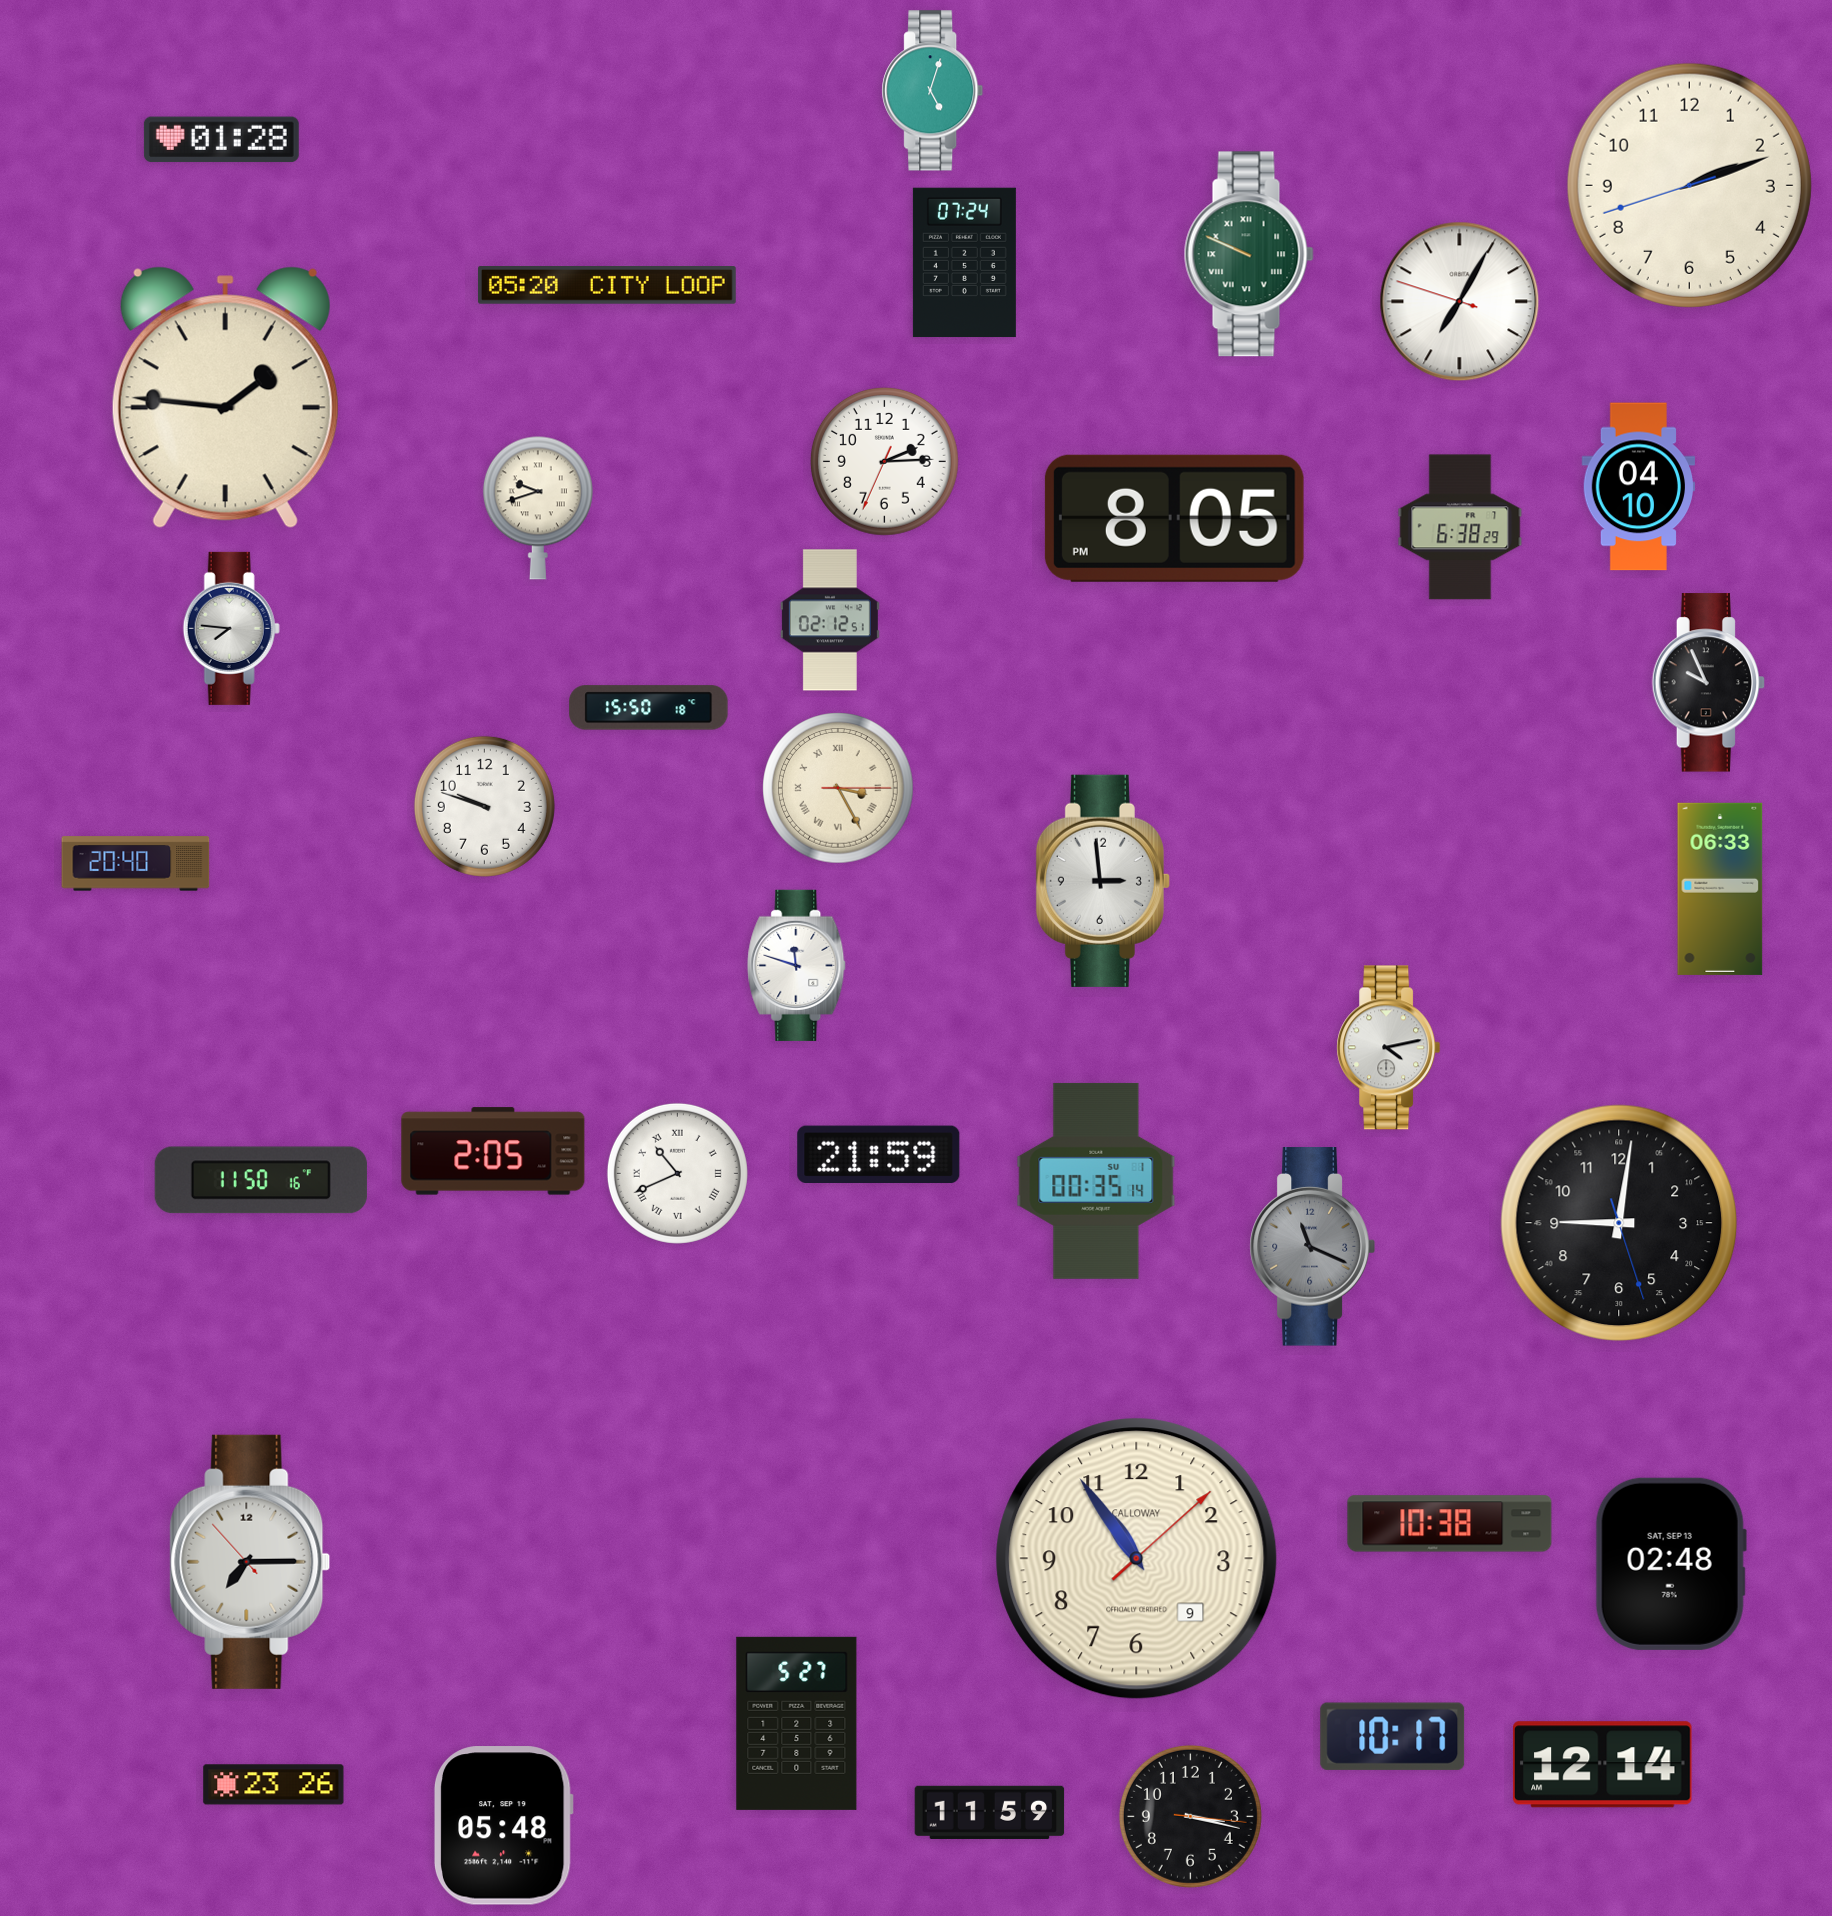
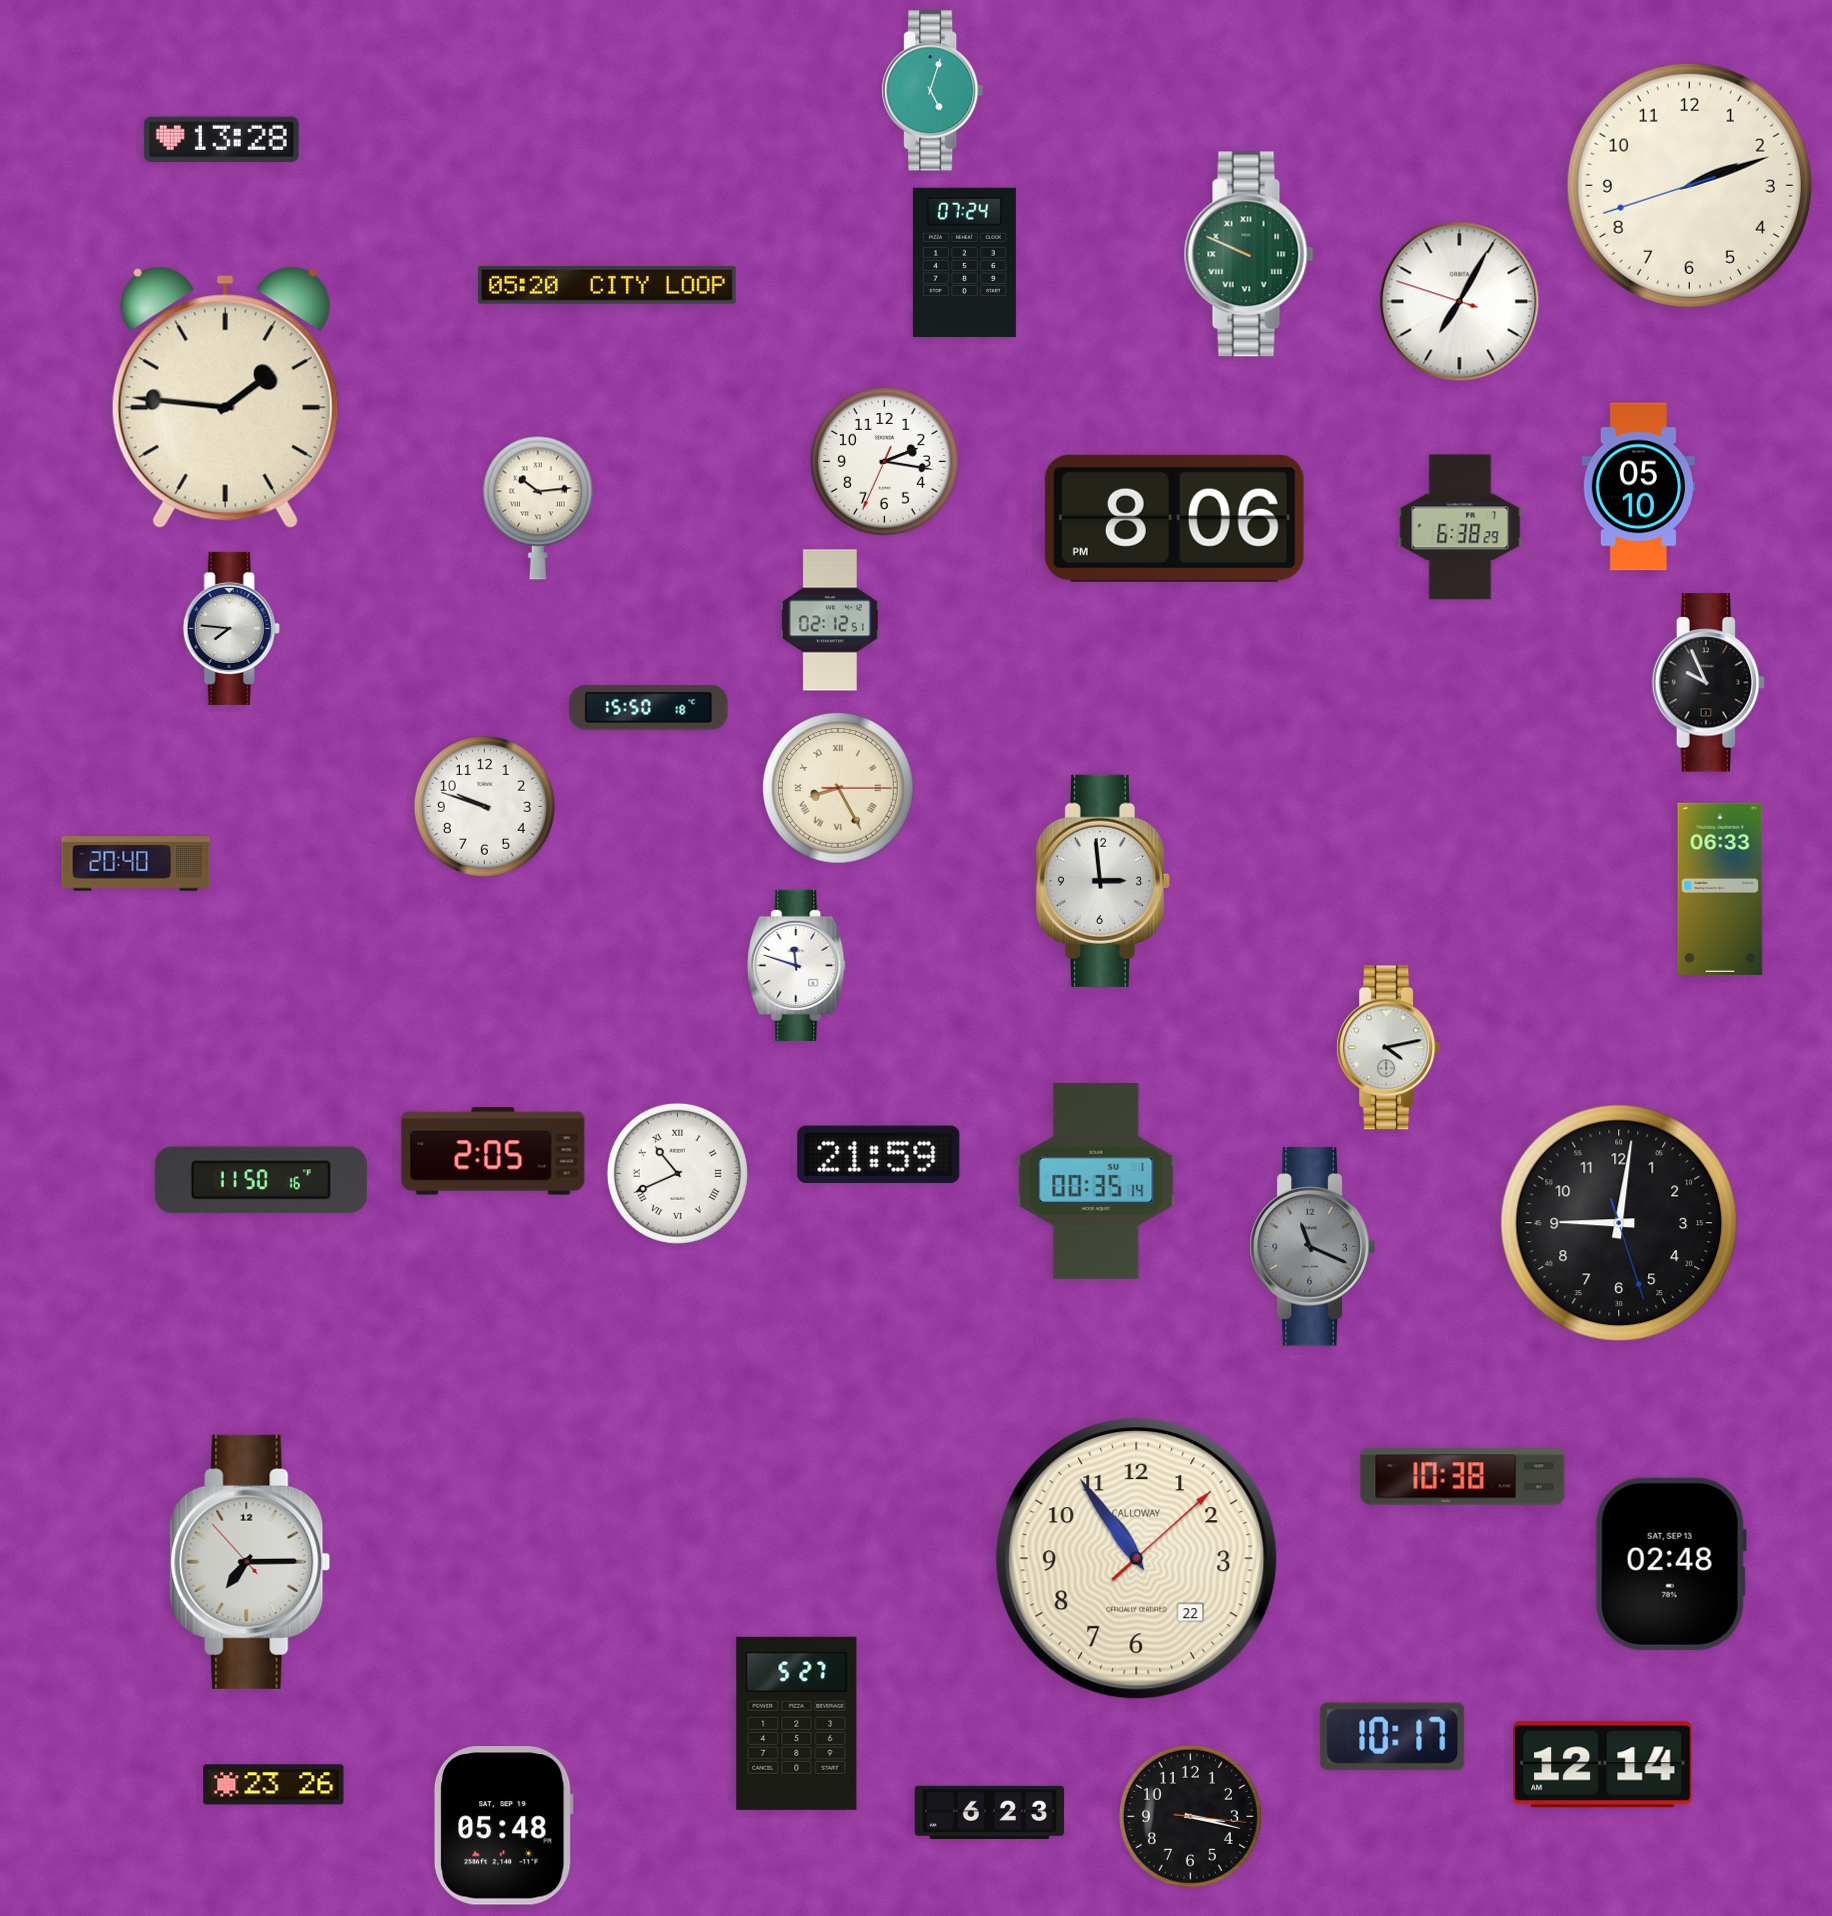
clock at (221, 140): 01:28 -> 13:28
clock at (884, 461): 2:14 -> 2:16
clock at (1639, 487): 04:10 -> 05:10
clock at (538, 508): 9:42 -> 10:14
clock at (1174, 518): 8:05 -> 8:06
clock at (838, 788): 3:25 -> 8:25
clock at (1450, 1524) position: (1450, 1524) -> (1463, 1477)
clock at (1137, 1559) date: 9 -> 22
clock at (990, 1812): 11:59 -> 6:23
